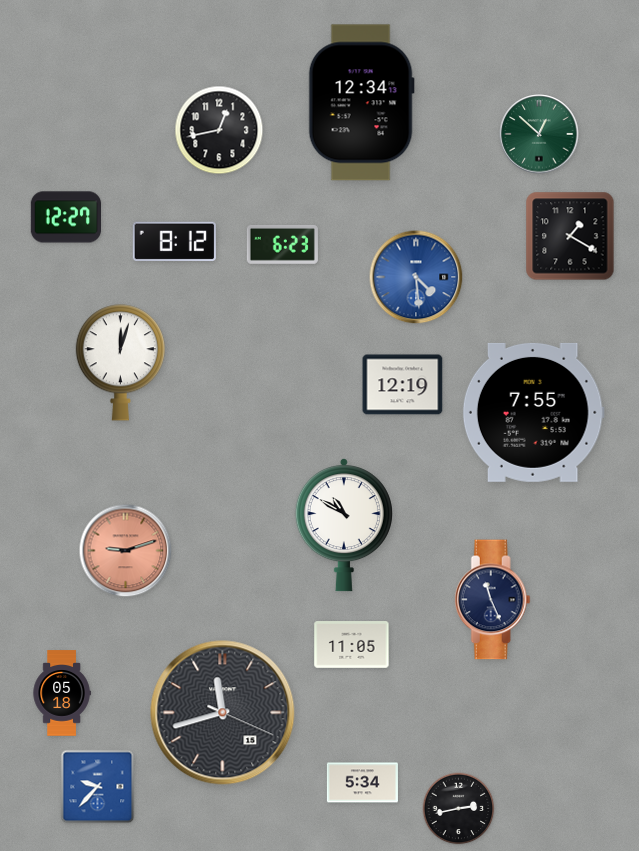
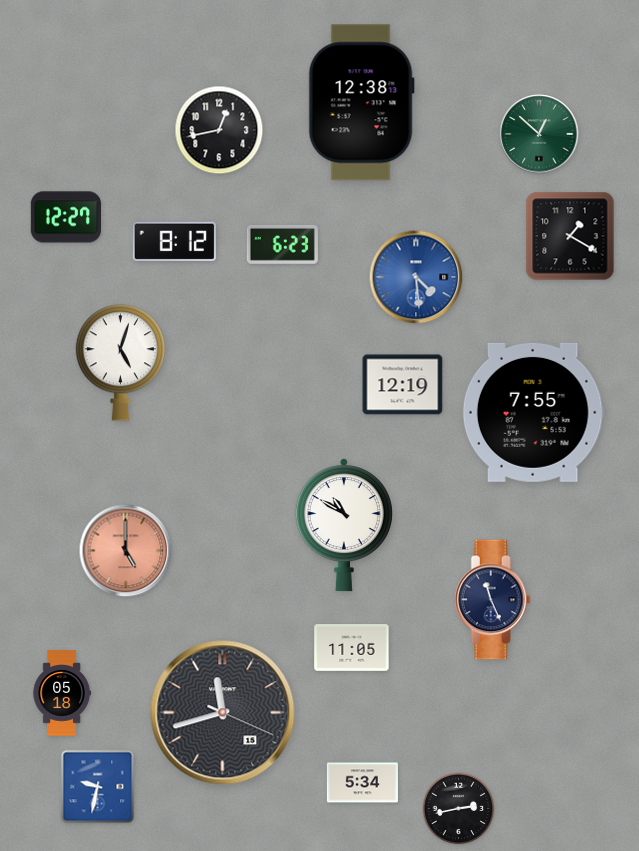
clock at (361, 103): 12:34 -> 12:38
clock at (120, 363): 12:03 -> 5:03
clock at (126, 551): 9:12 -> 5:00
clock at (352, 645) position: (352, 645) -> (352, 648)
clock at (98, 787): 9:37 -> 9:32
